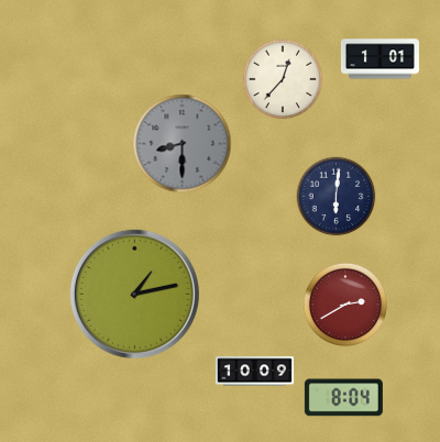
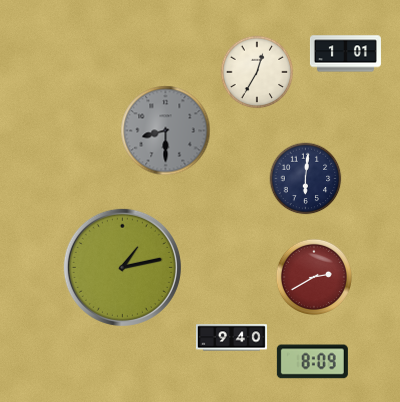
clock at (283, 79): 12:37 -> 12:35
clock at (254, 372): 10:09 -> 9:40
clock at (343, 398): 8:04 -> 8:09
